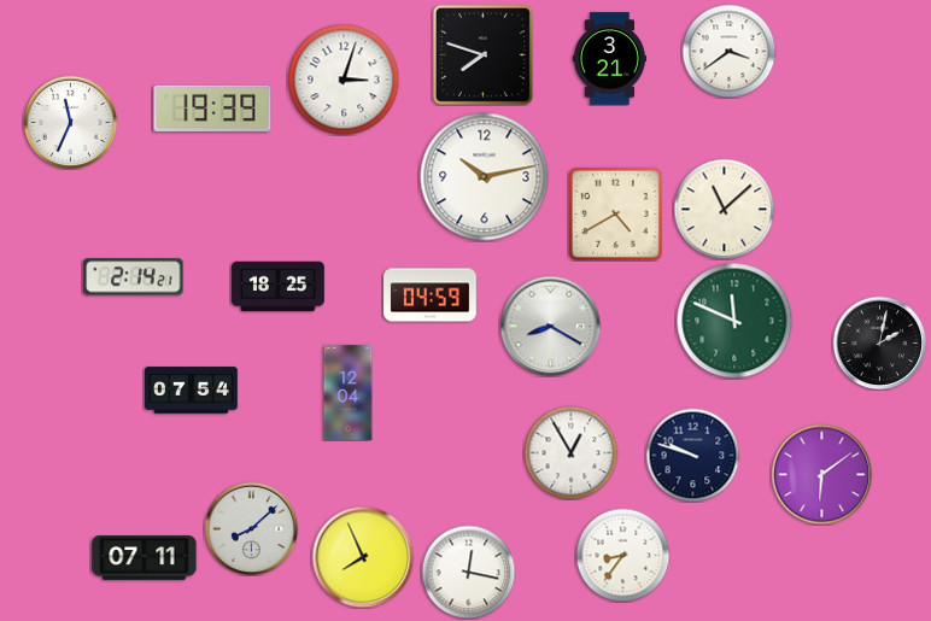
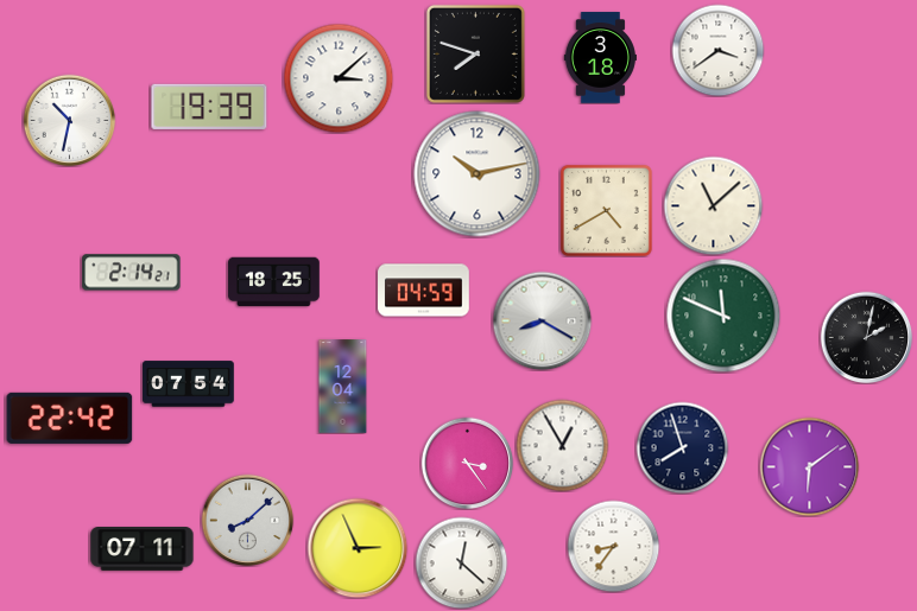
clock at (609, 59): 3:21 -> 3:18
clock at (344, 80): 3:03 -> 3:08
clock at (70, 122): 11:34 -> 10:32
clock at (70, 418): none -> 22:42
clock at (692, 455): 9:48 -> 7:57
clock at (467, 463): none -> 3:24
clock at (363, 557): 7:56 -> 2:56
clock at (468, 572): 12:17 -> 12:22
